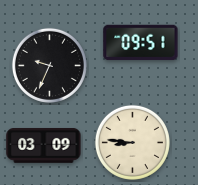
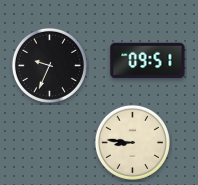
clock at (141, 43) position: (141, 43) -> (148, 61)
clock at (44, 146): 03:09 -> none
